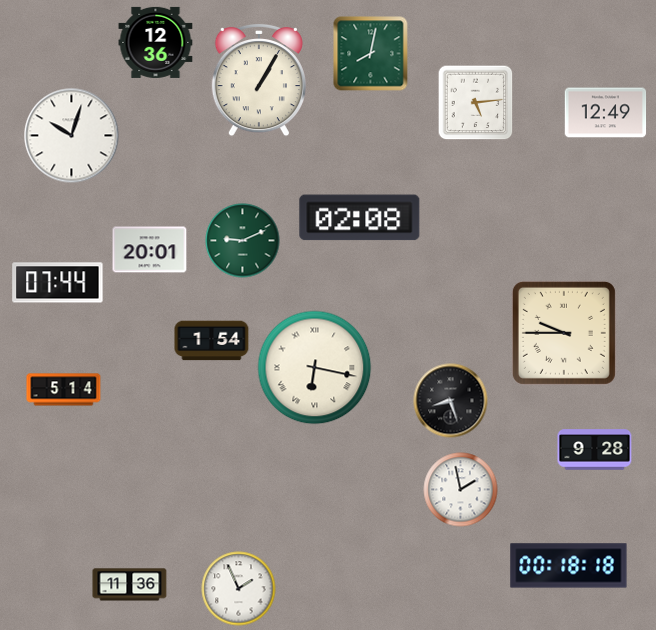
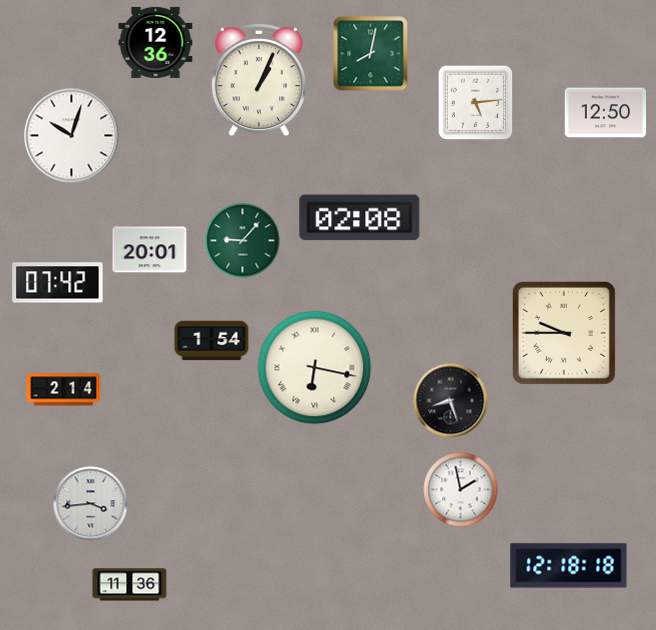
clock at (259, 80): 1:05 -> 1:04
clock at (606, 113): 12:49 -> 12:50
clock at (243, 241): 9:11 -> 9:07
clock at (58, 283): 07:44 -> 07:42
clock at (64, 390): 5:14 -> 2:14
clock at (595, 450): 9:28 -> none
clock at (91, 504): none -> 3:44
clock at (569, 566): 00:18 -> 12:18
clock at (239, 589): 1:56 -> none
